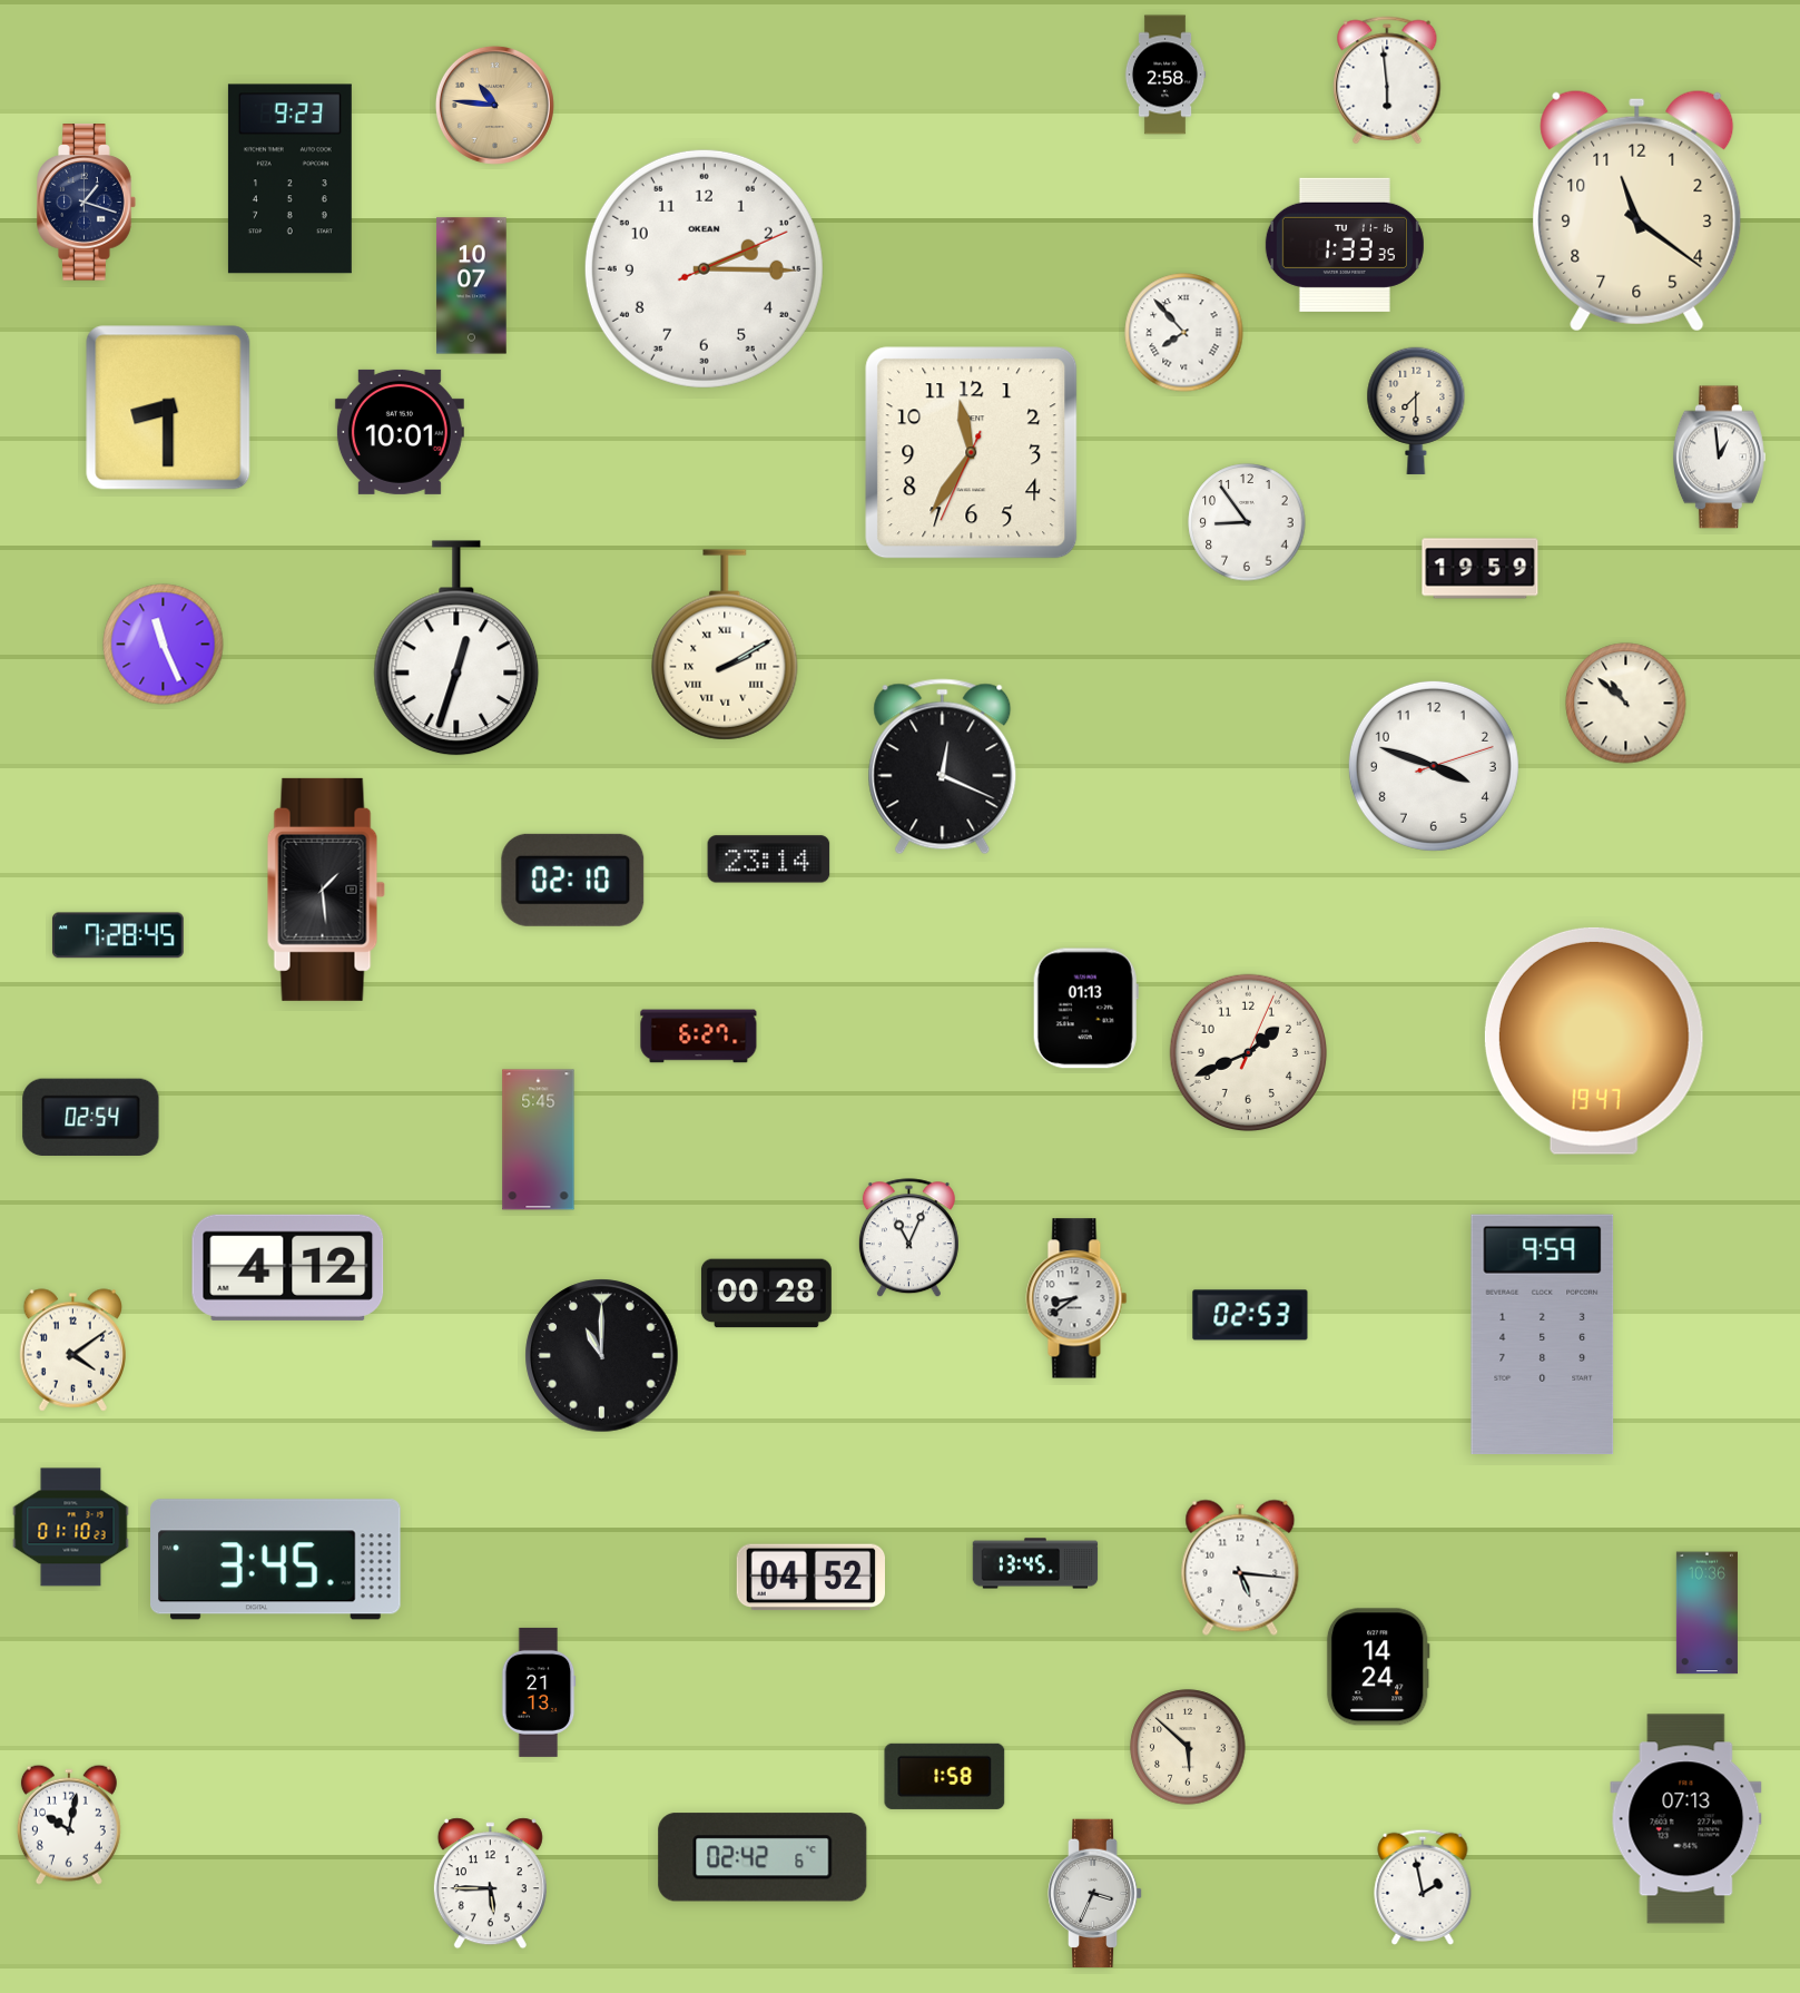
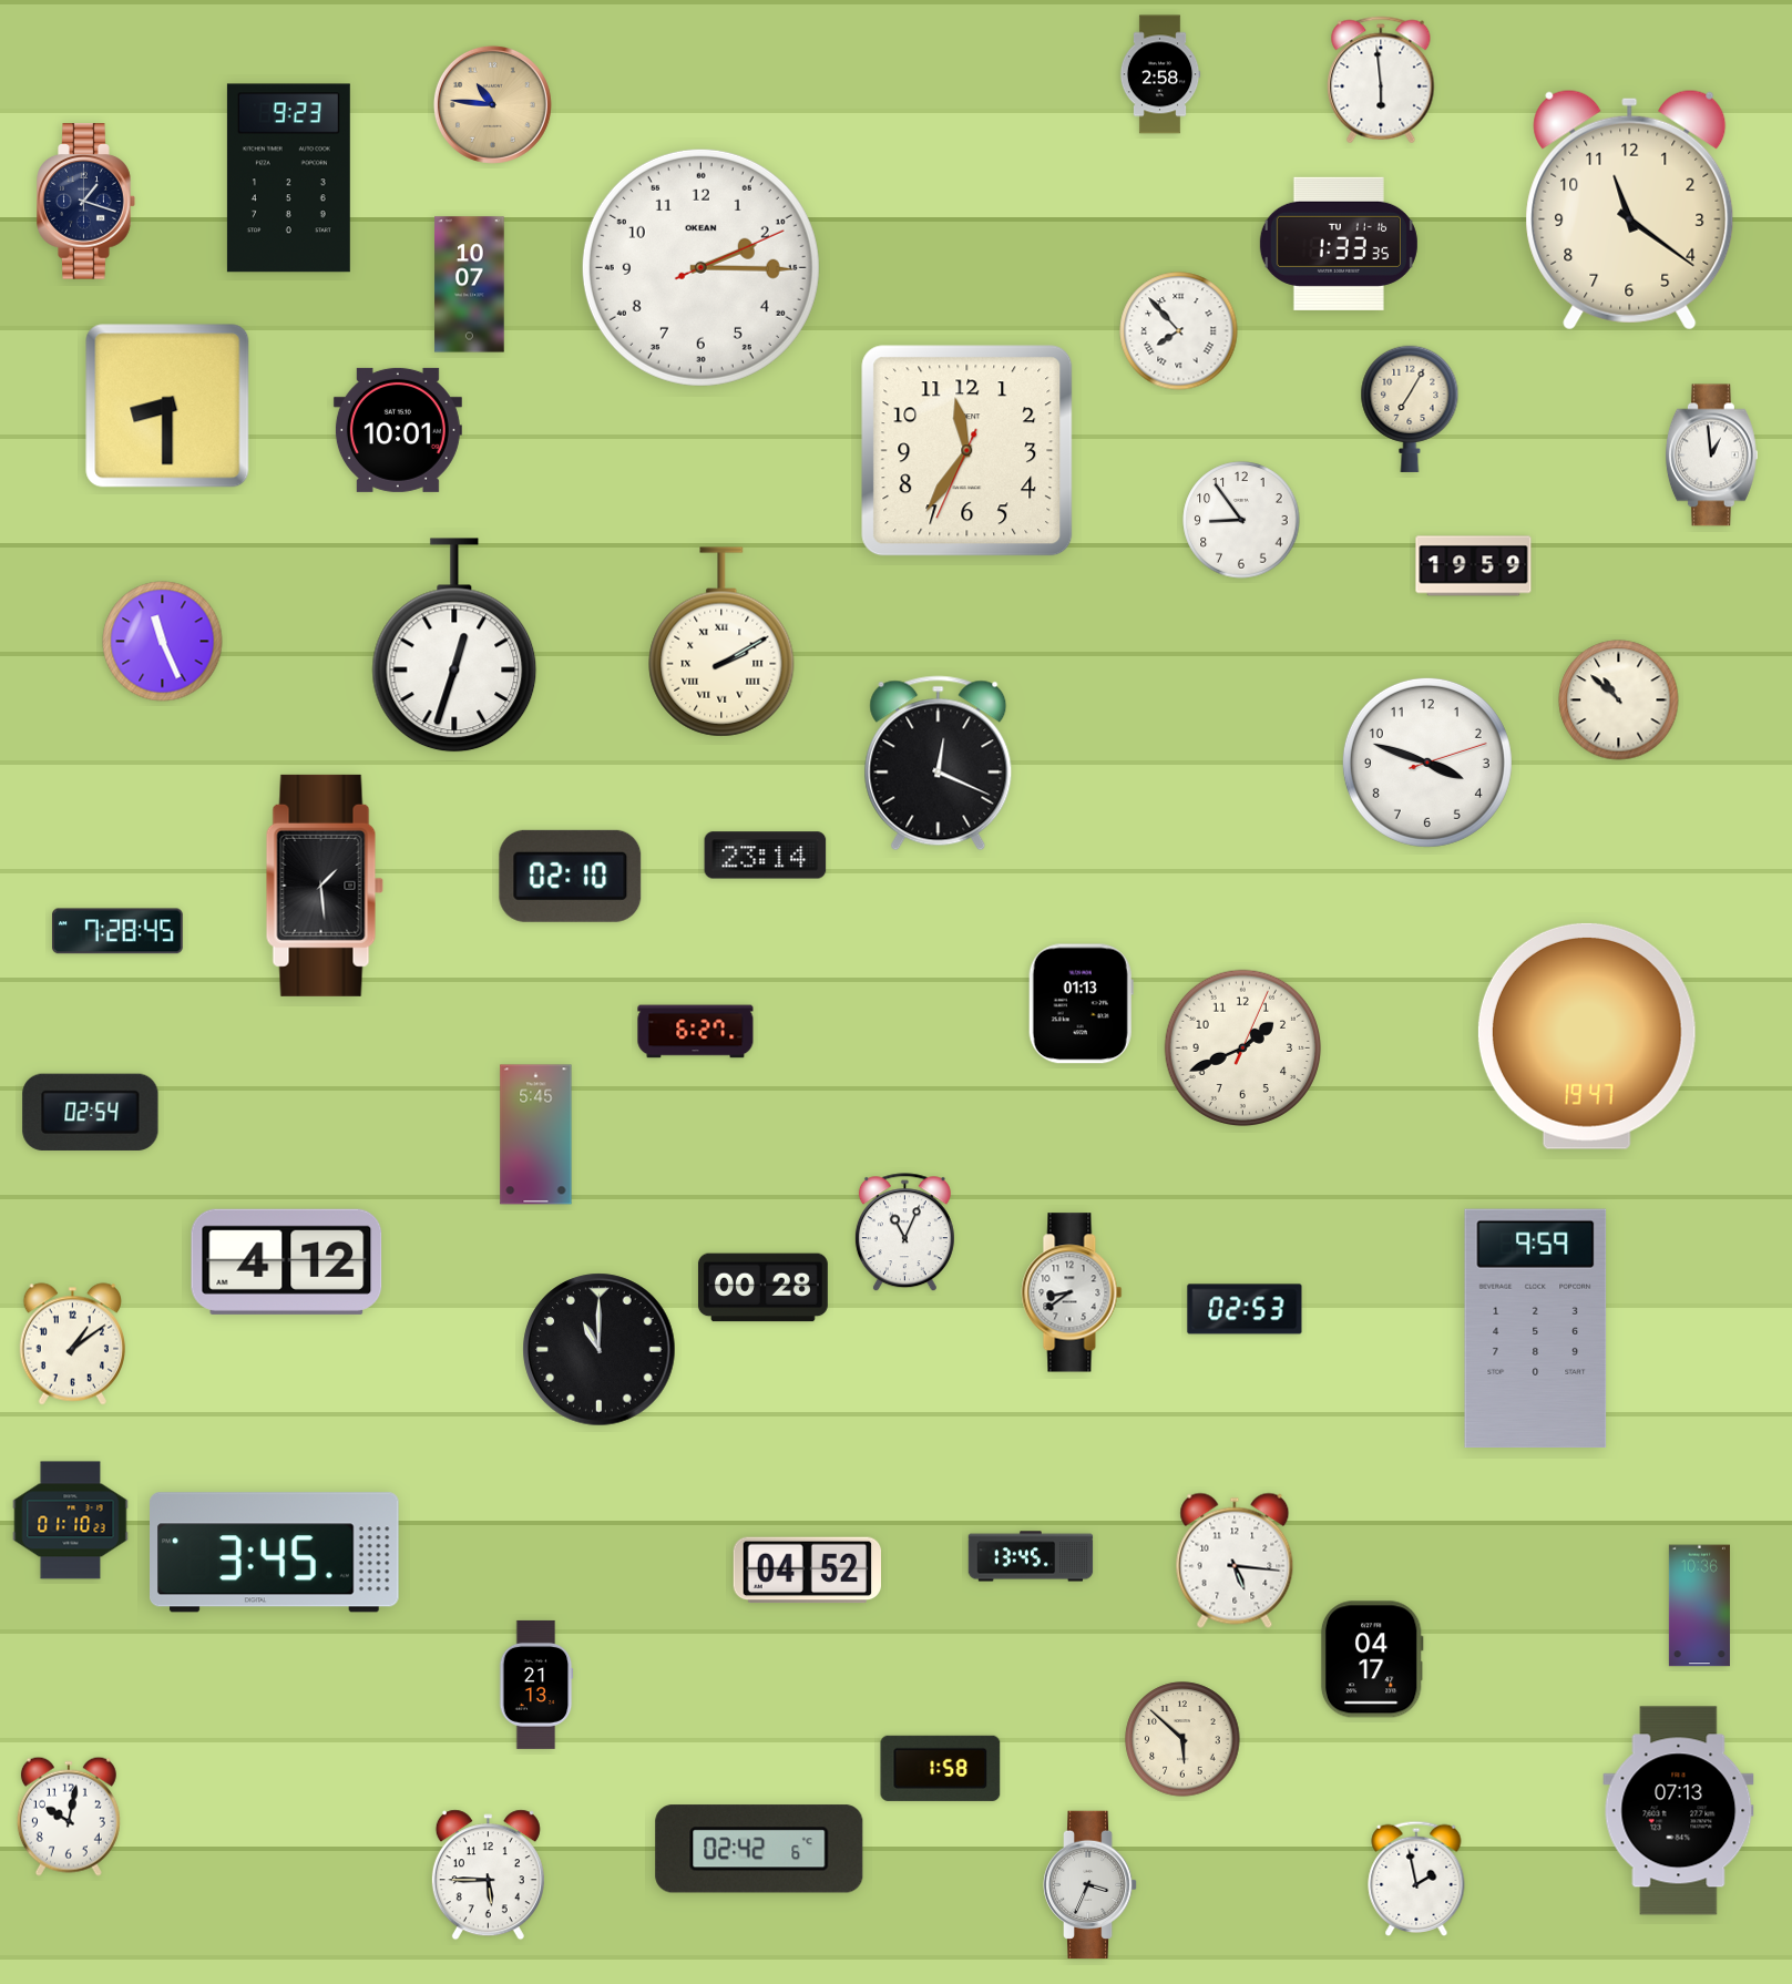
clock at (1416, 411): 7:30 -> 7:05
clock at (73, 1351): 4:09 -> 1:09
clock at (1378, 1667): 14:24 -> 04:17
